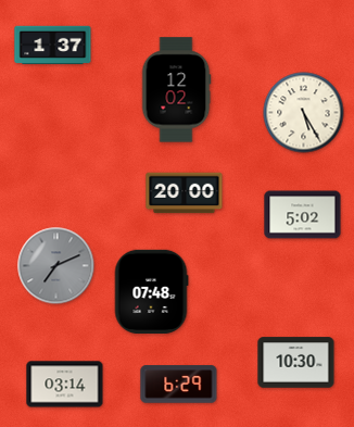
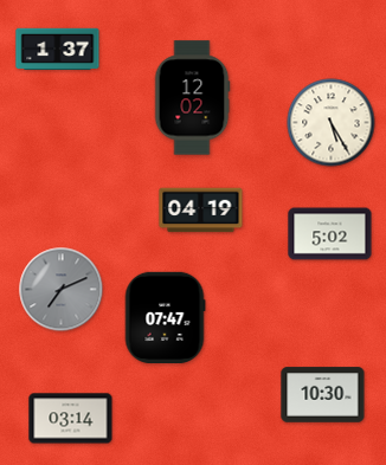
clock at (185, 193): 20:00 -> 04:19
clock at (151, 291): 07:48 -> 07:47
clock at (179, 385): 6:29 -> none
